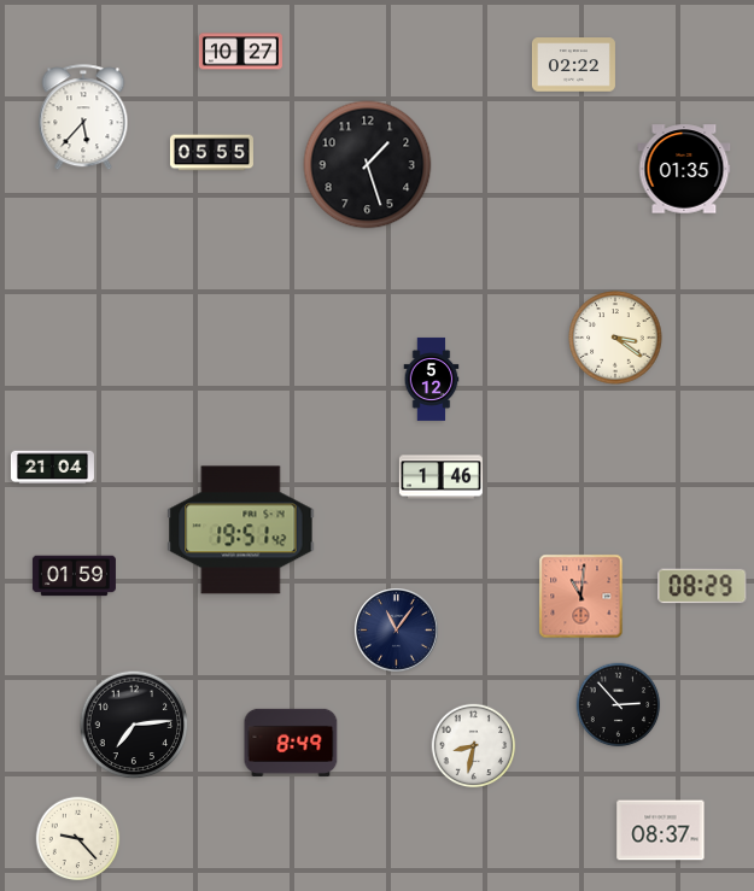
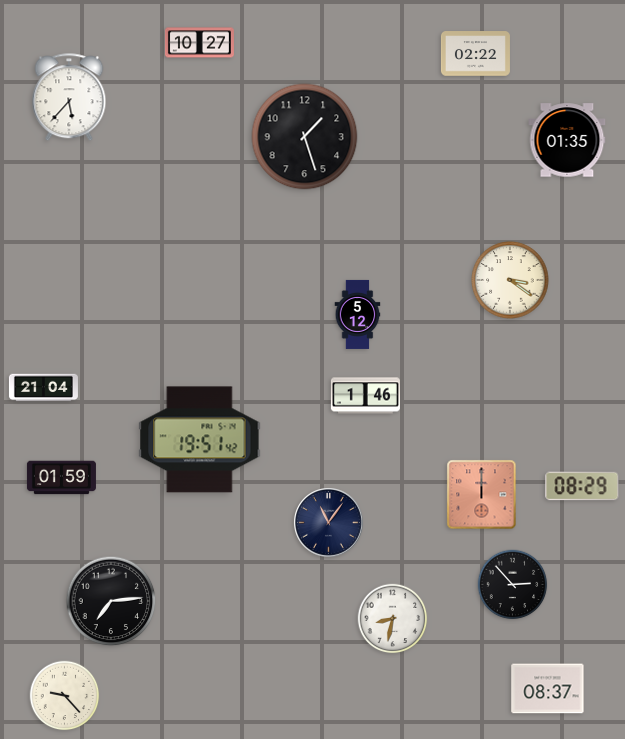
clock at (211, 153): 05:55 -> none
clock at (581, 597): 11:01 -> 12:00
clock at (291, 743): 8:49 -> none
